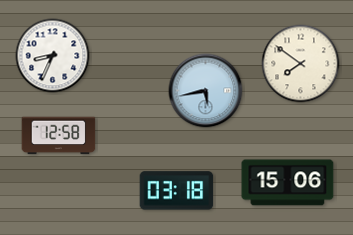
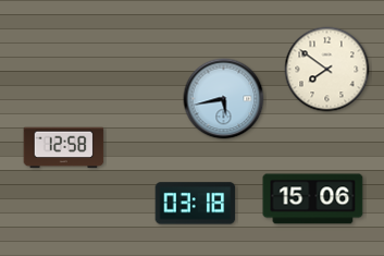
clock at (53, 56): 8:34 -> none
clock at (177, 191) position: (177, 191) -> (196, 204)
